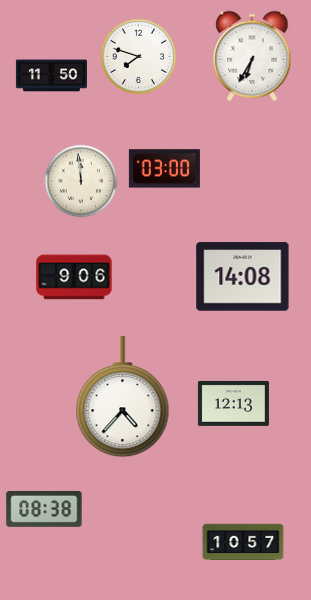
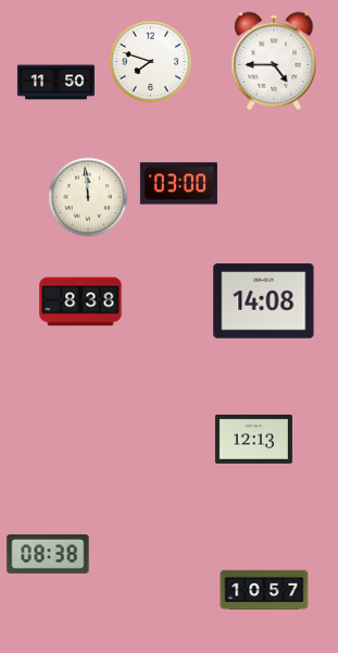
clock at (252, 55): 6:35 -> 4:45
clock at (74, 277): 9:06 -> 8:38
clock at (123, 398): 4:37 -> none
